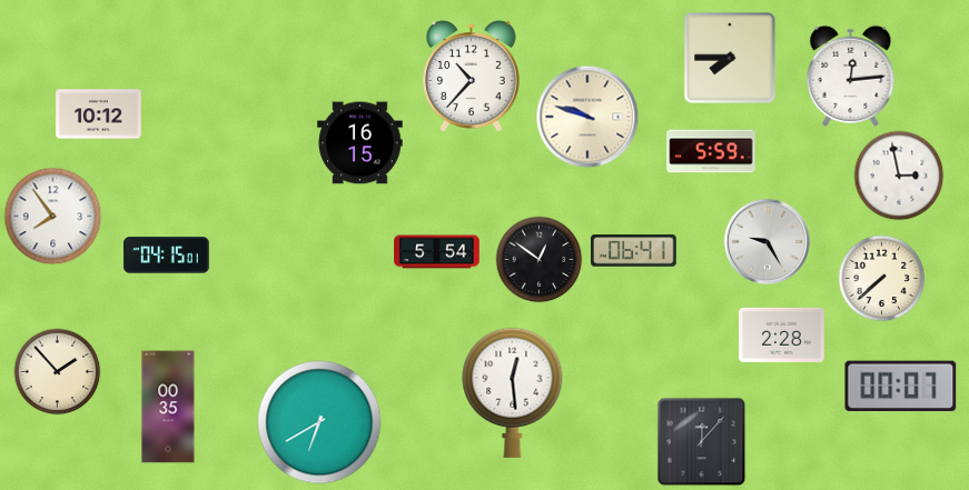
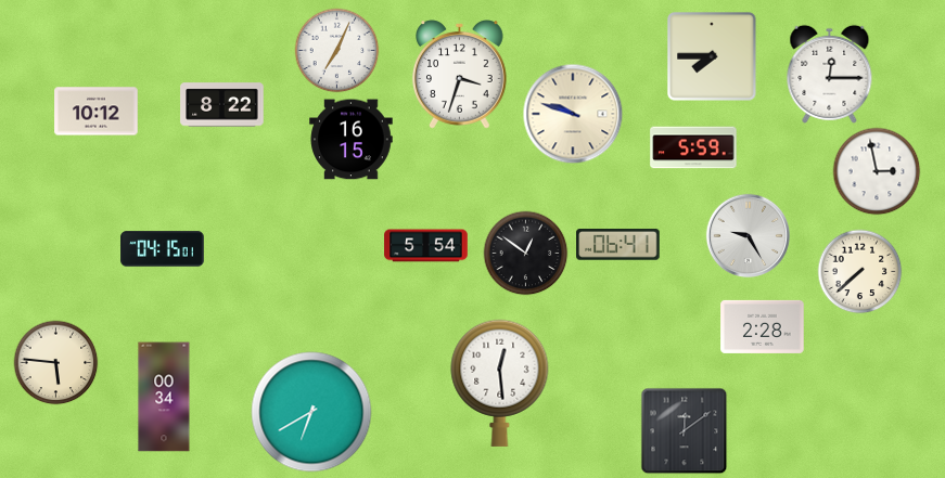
clock at (336, 50): none -> 7:04
clock at (851, 76): 12:14 -> 12:15
clock at (472, 77): 10:37 -> 3:33
clock at (222, 105): none -> 8:22
clock at (52, 216): 7:54 -> none
clock at (57, 371): 1:53 -> 5:46
clock at (901, 387): 00:07 -> none
clock at (168, 407): 00:35 -> 00:34
clock at (701, 441): 12:07 -> 12:09
